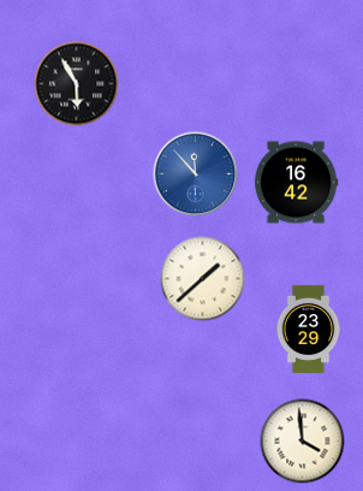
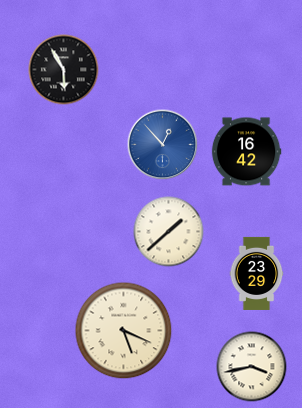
clock at (196, 174): 11:53 -> 12:53
clock at (124, 331): none -> 5:19
clock at (303, 442): 3:59 -> 3:43
